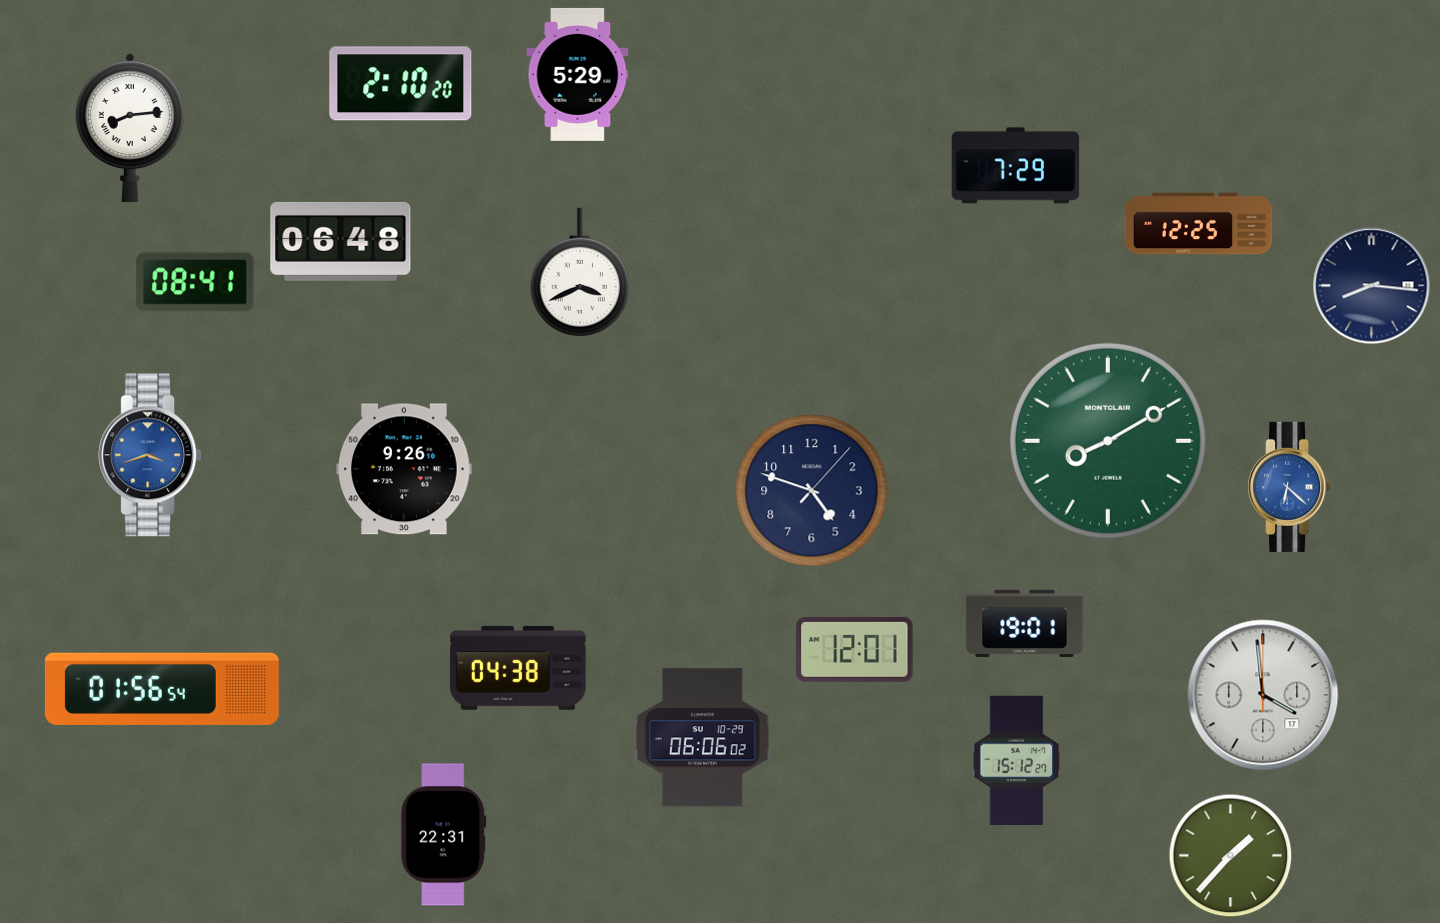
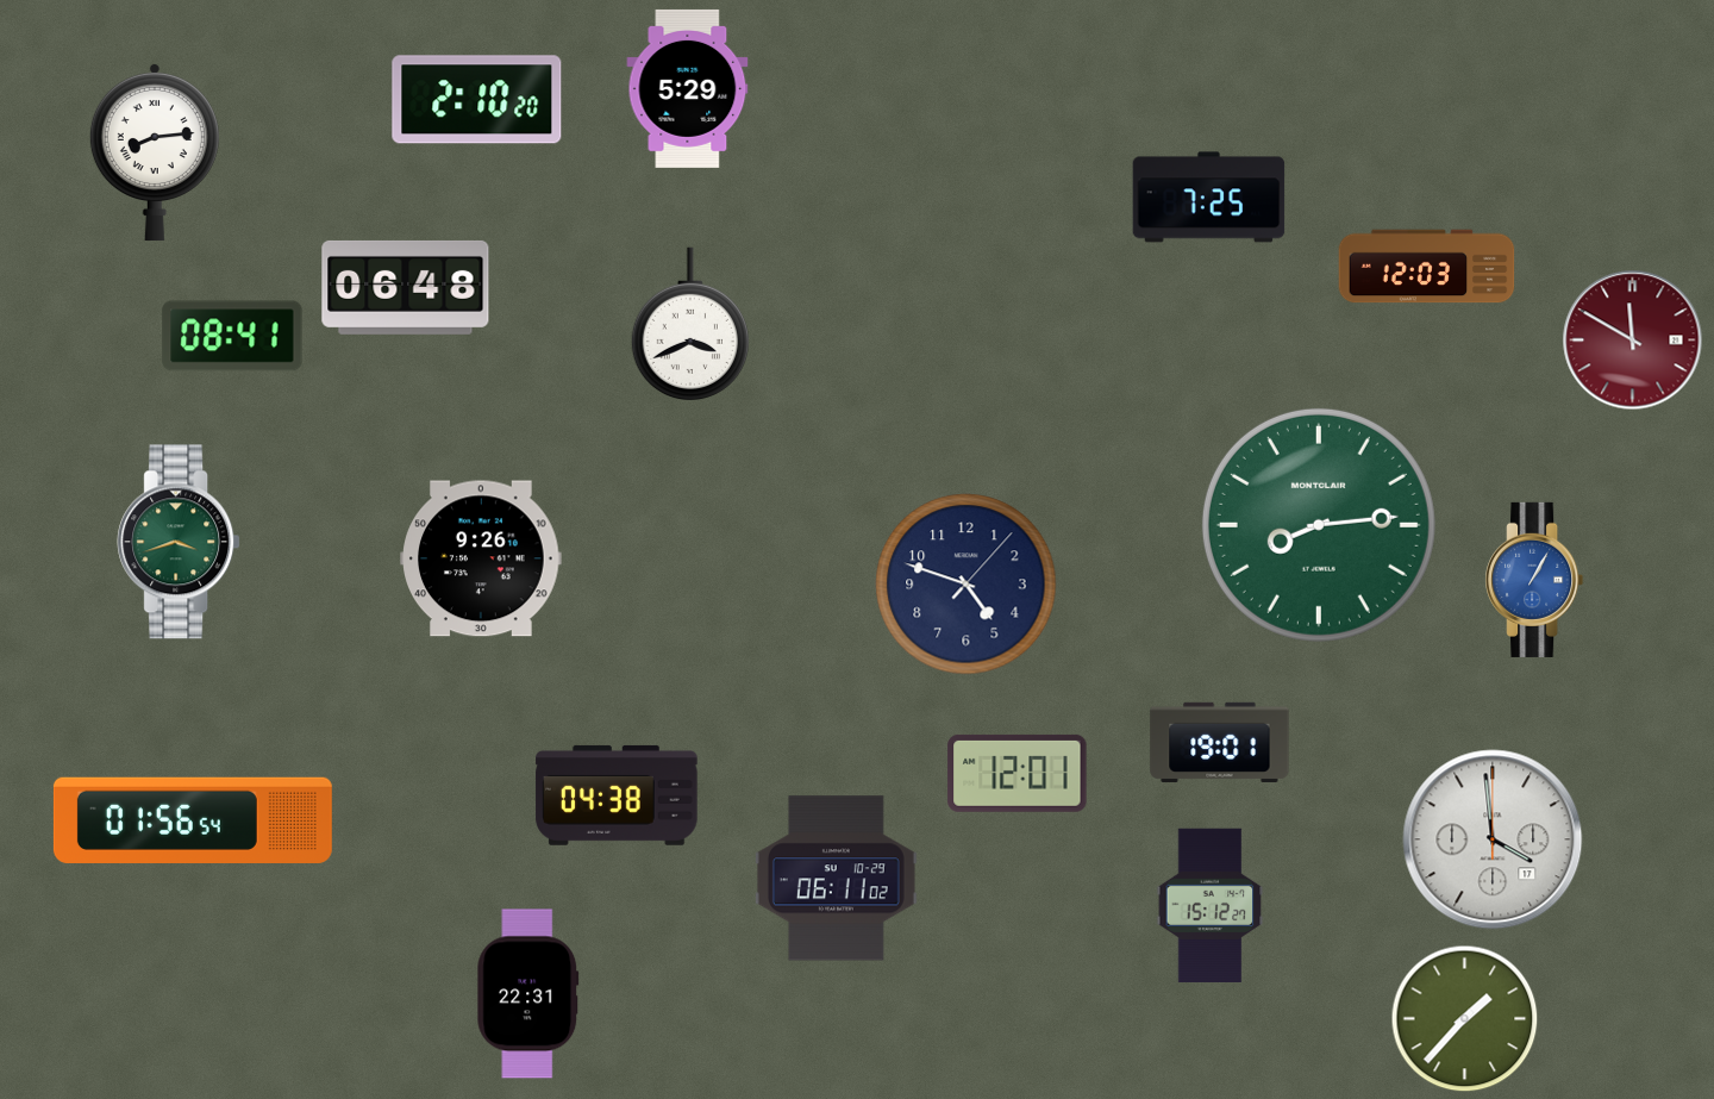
clock at (1016, 166): 7:29 -> 7:25
clock at (1199, 224): 12:25 -> 12:03
clock at (1372, 286): 8:16 -> 11:50
clock at (1372, 286) dial: navy -> burgundy
clock at (1108, 441): 8:10 -> 8:14
clock at (150, 455) dial: blue -> green
clock at (1289, 487): 6:22 -> 1:05
clock at (1263, 695) position: (1263, 695) -> (1493, 839)
clock at (702, 738): 06:06 -> 06:11
